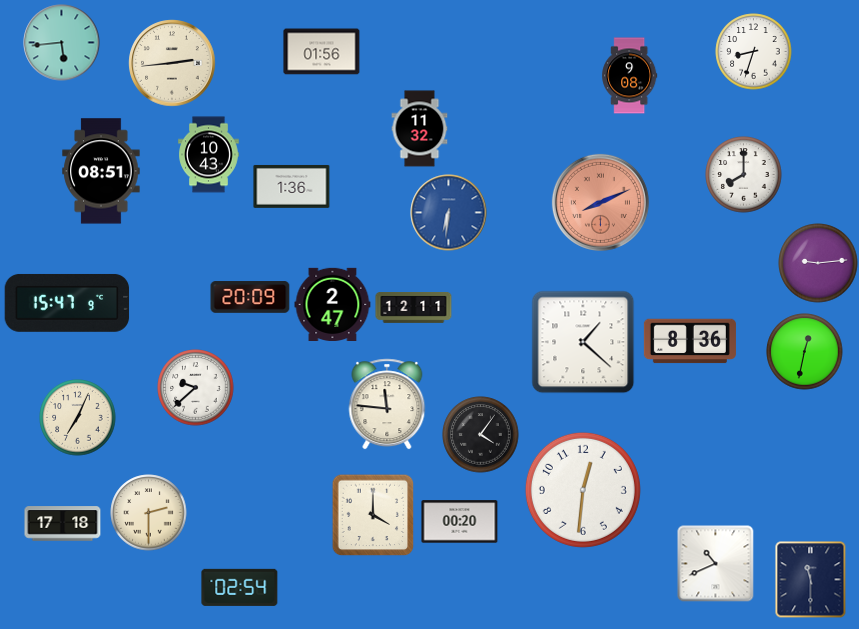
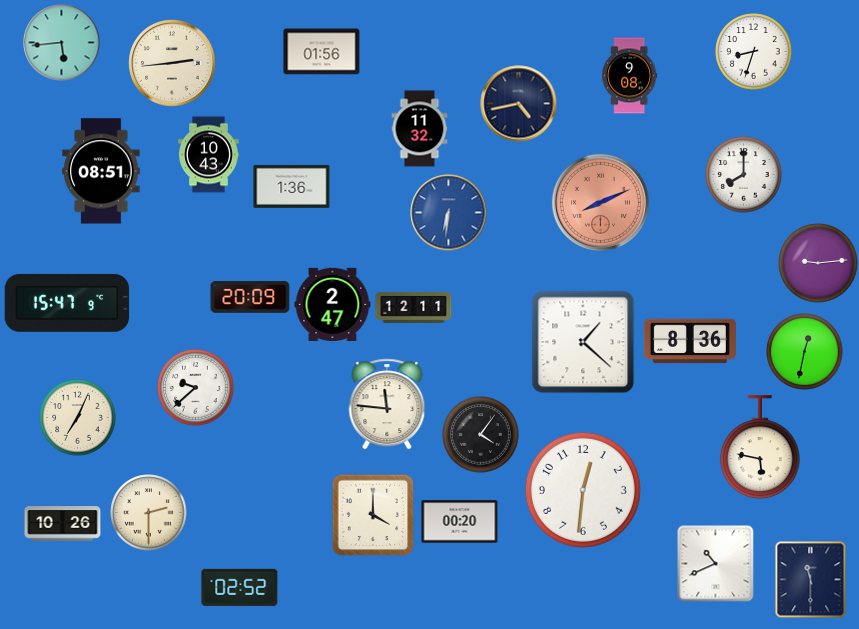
clock at (519, 104): none -> 4:43
clock at (760, 448): none -> 5:47
clock at (63, 524): 17:18 -> 10:26
clock at (240, 587): 02:54 -> 02:52
